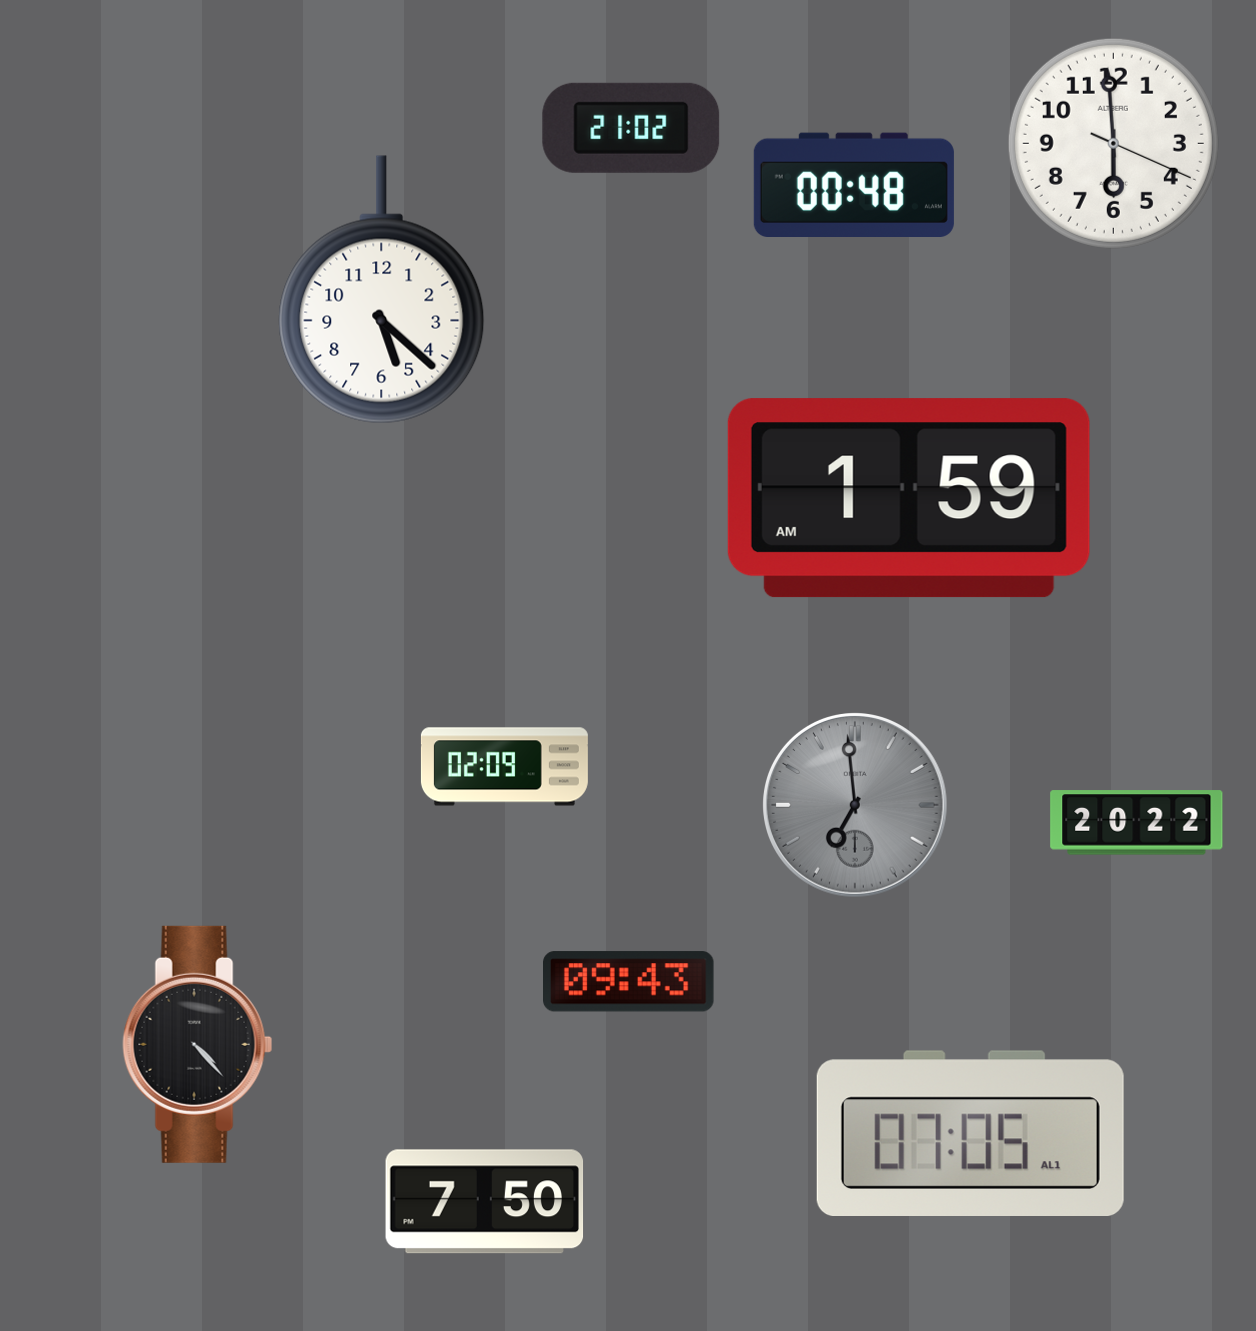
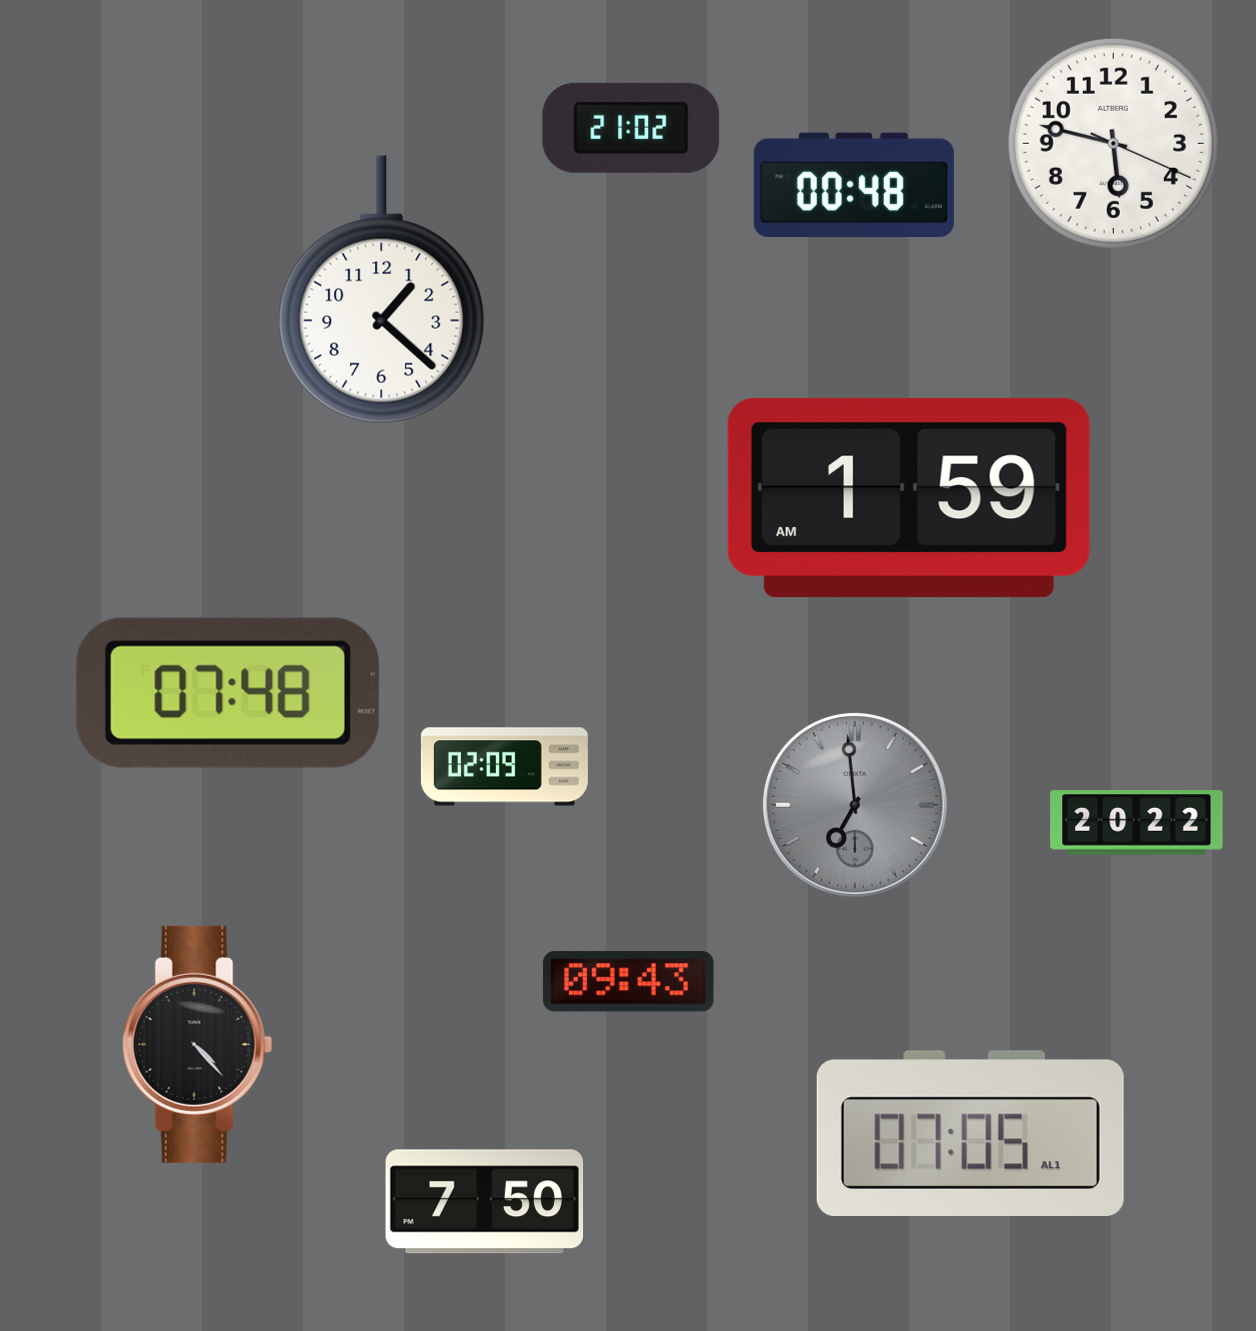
clock at (1113, 143): 5:59 -> 5:47
clock at (382, 290): 5:22 -> 1:22
clock at (228, 693): none -> 07:48
